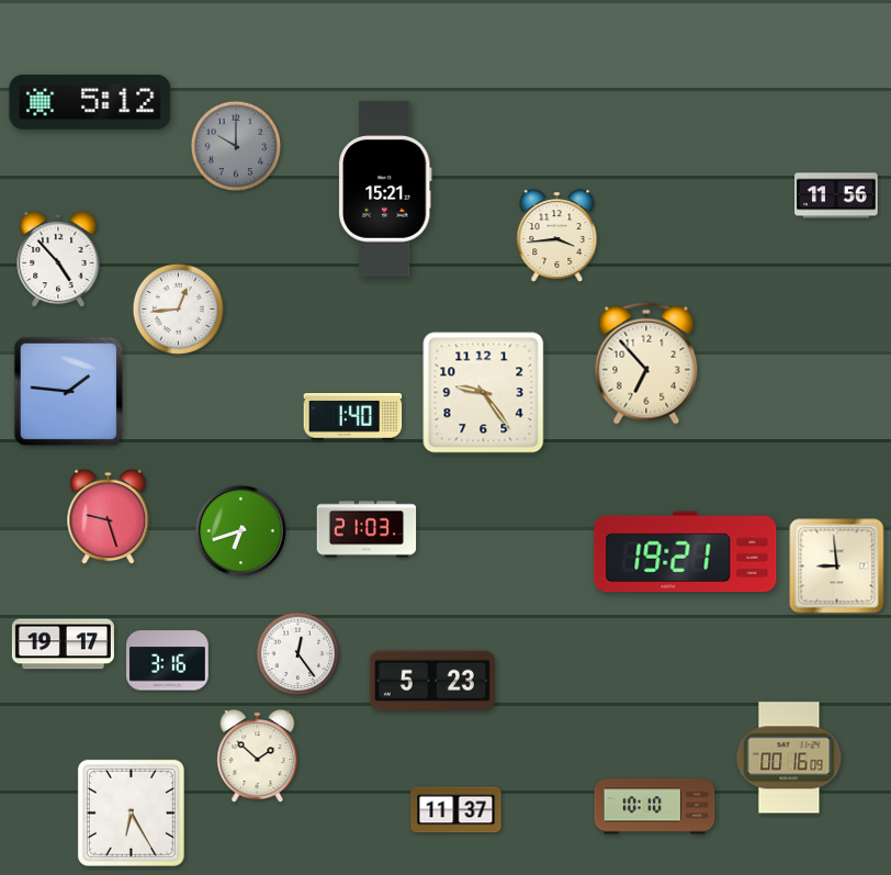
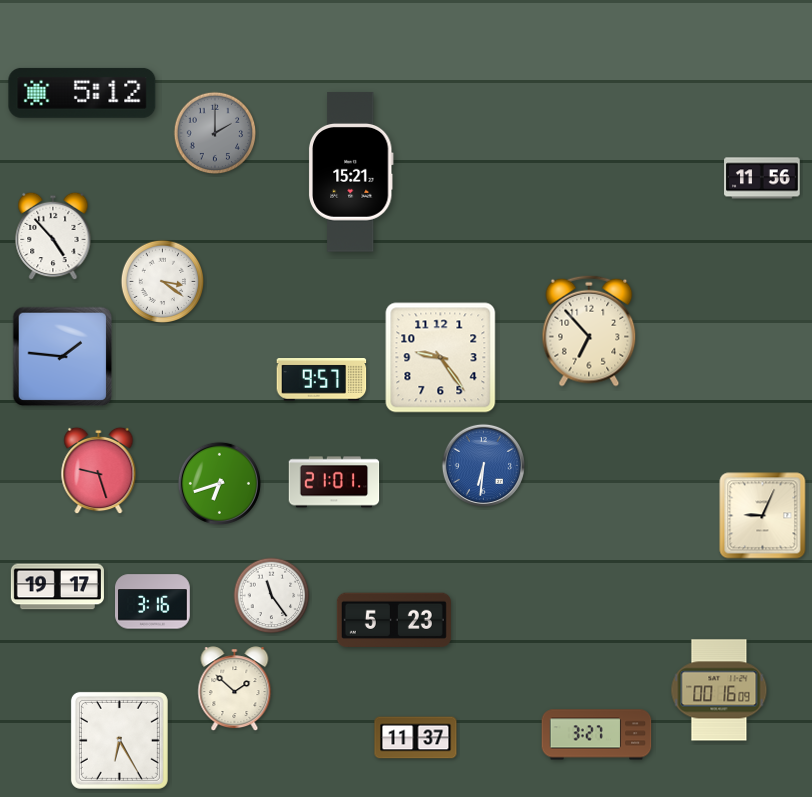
clock at (236, 146): 10:00 -> 2:00
clock at (557, 236): 3:44 -> none
clock at (179, 310): 12:44 -> 3:21
clock at (353, 417): 1:40 -> 9:57
clock at (483, 465): none -> 6:31
clock at (366, 529): 21:03 -> 21:01
clock at (686, 552): 19:21 -> none
clock at (837, 566): 8:59 -> 9:04
clock at (298, 654): 12:24 -> 11:24
clock at (655, 807): 10:10 -> 3:27
